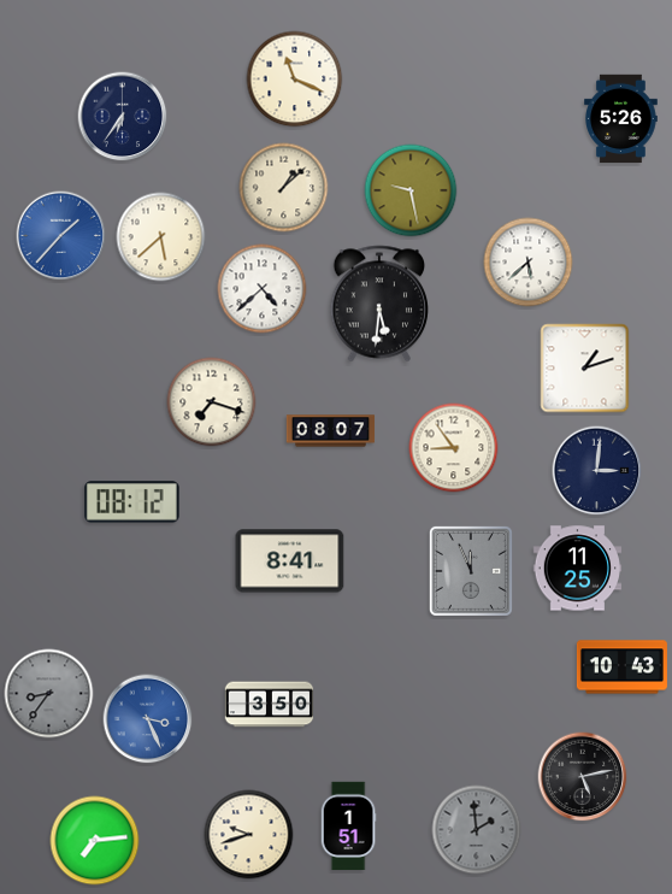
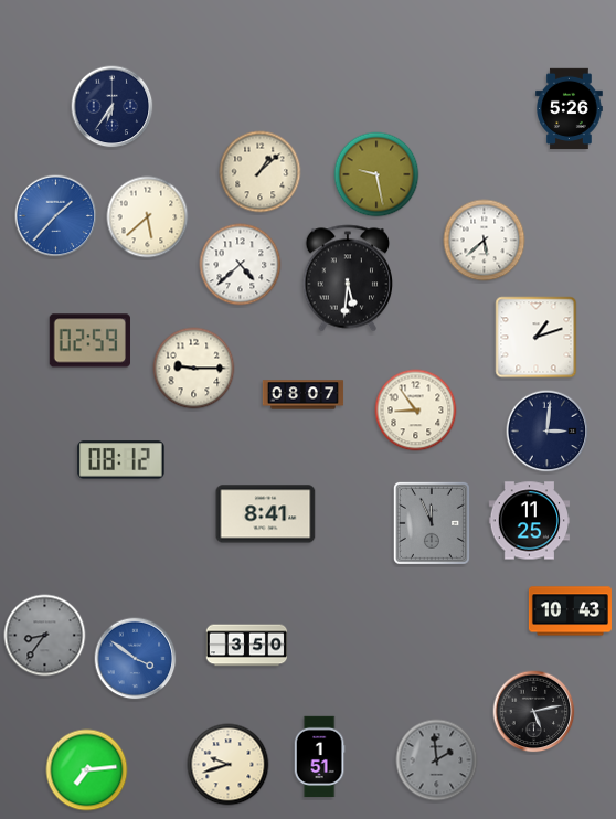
clock at (295, 80): 11:19 -> none
clock at (89, 341): none -> 02:59
clock at (212, 402): 7:18 -> 9:15
clock at (148, 719): 3:26 -> 3:51
